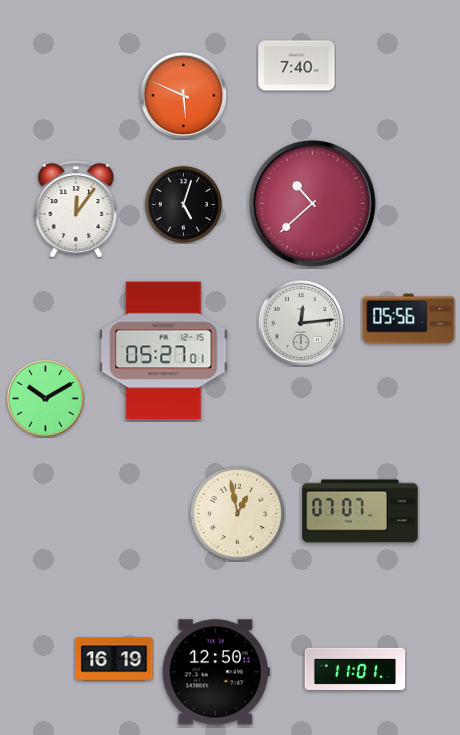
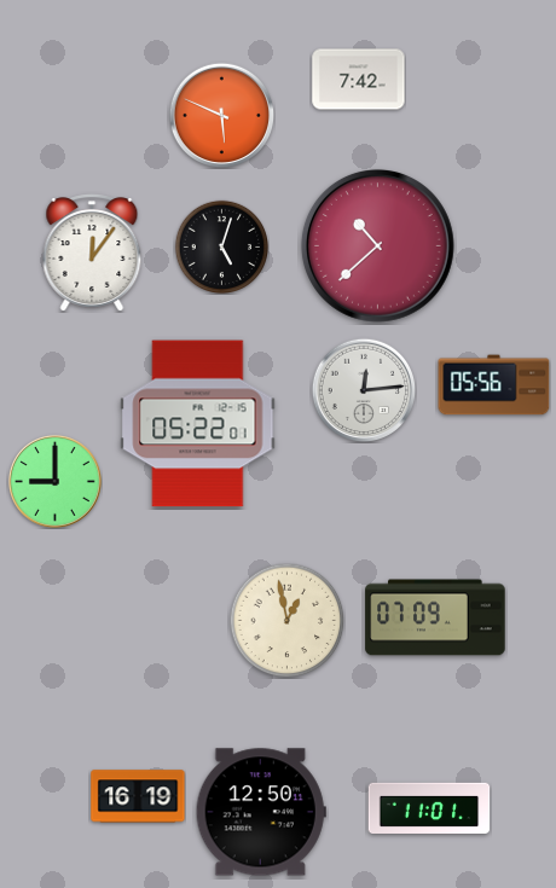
clock at (297, 66): 7:40 -> 7:42
clock at (164, 351): 05:27 -> 05:22
clock at (45, 398): 10:10 -> 9:00
clock at (360, 511): 07:07 -> 07:09
